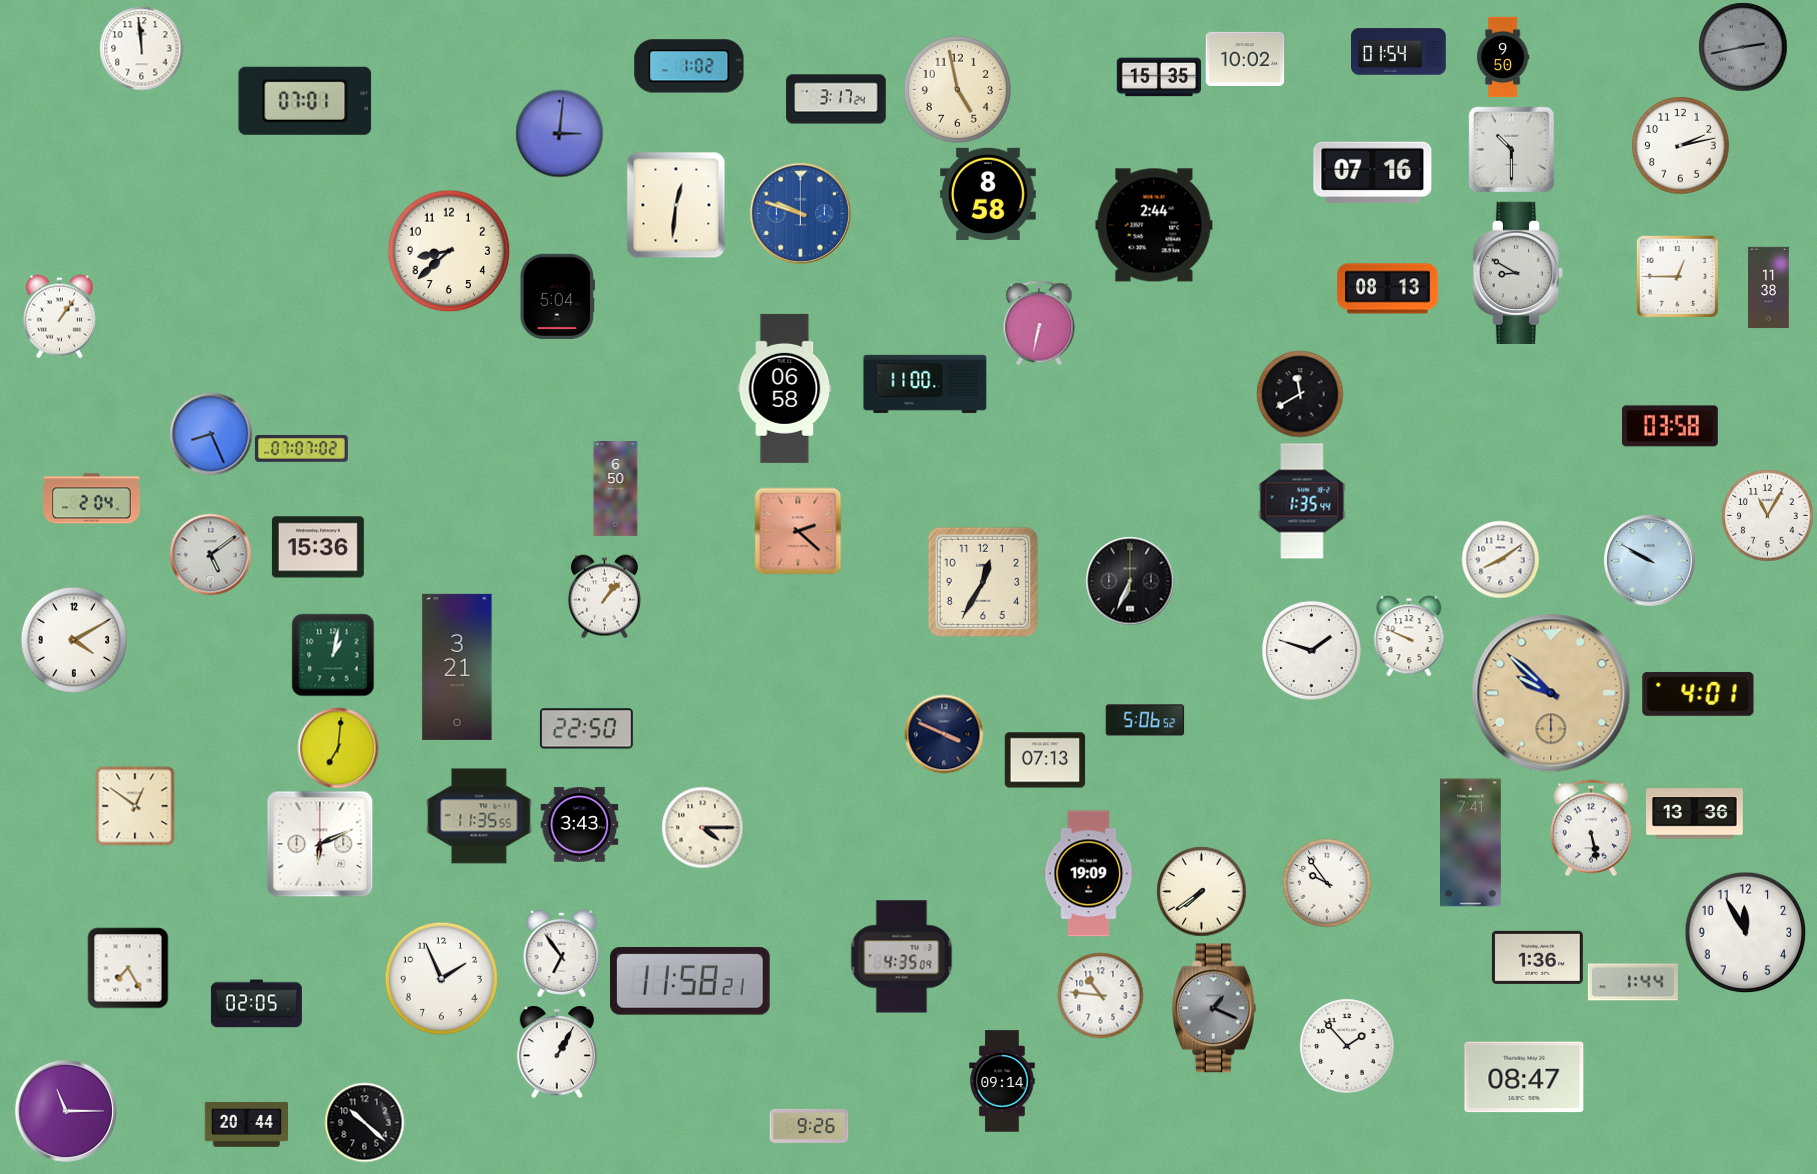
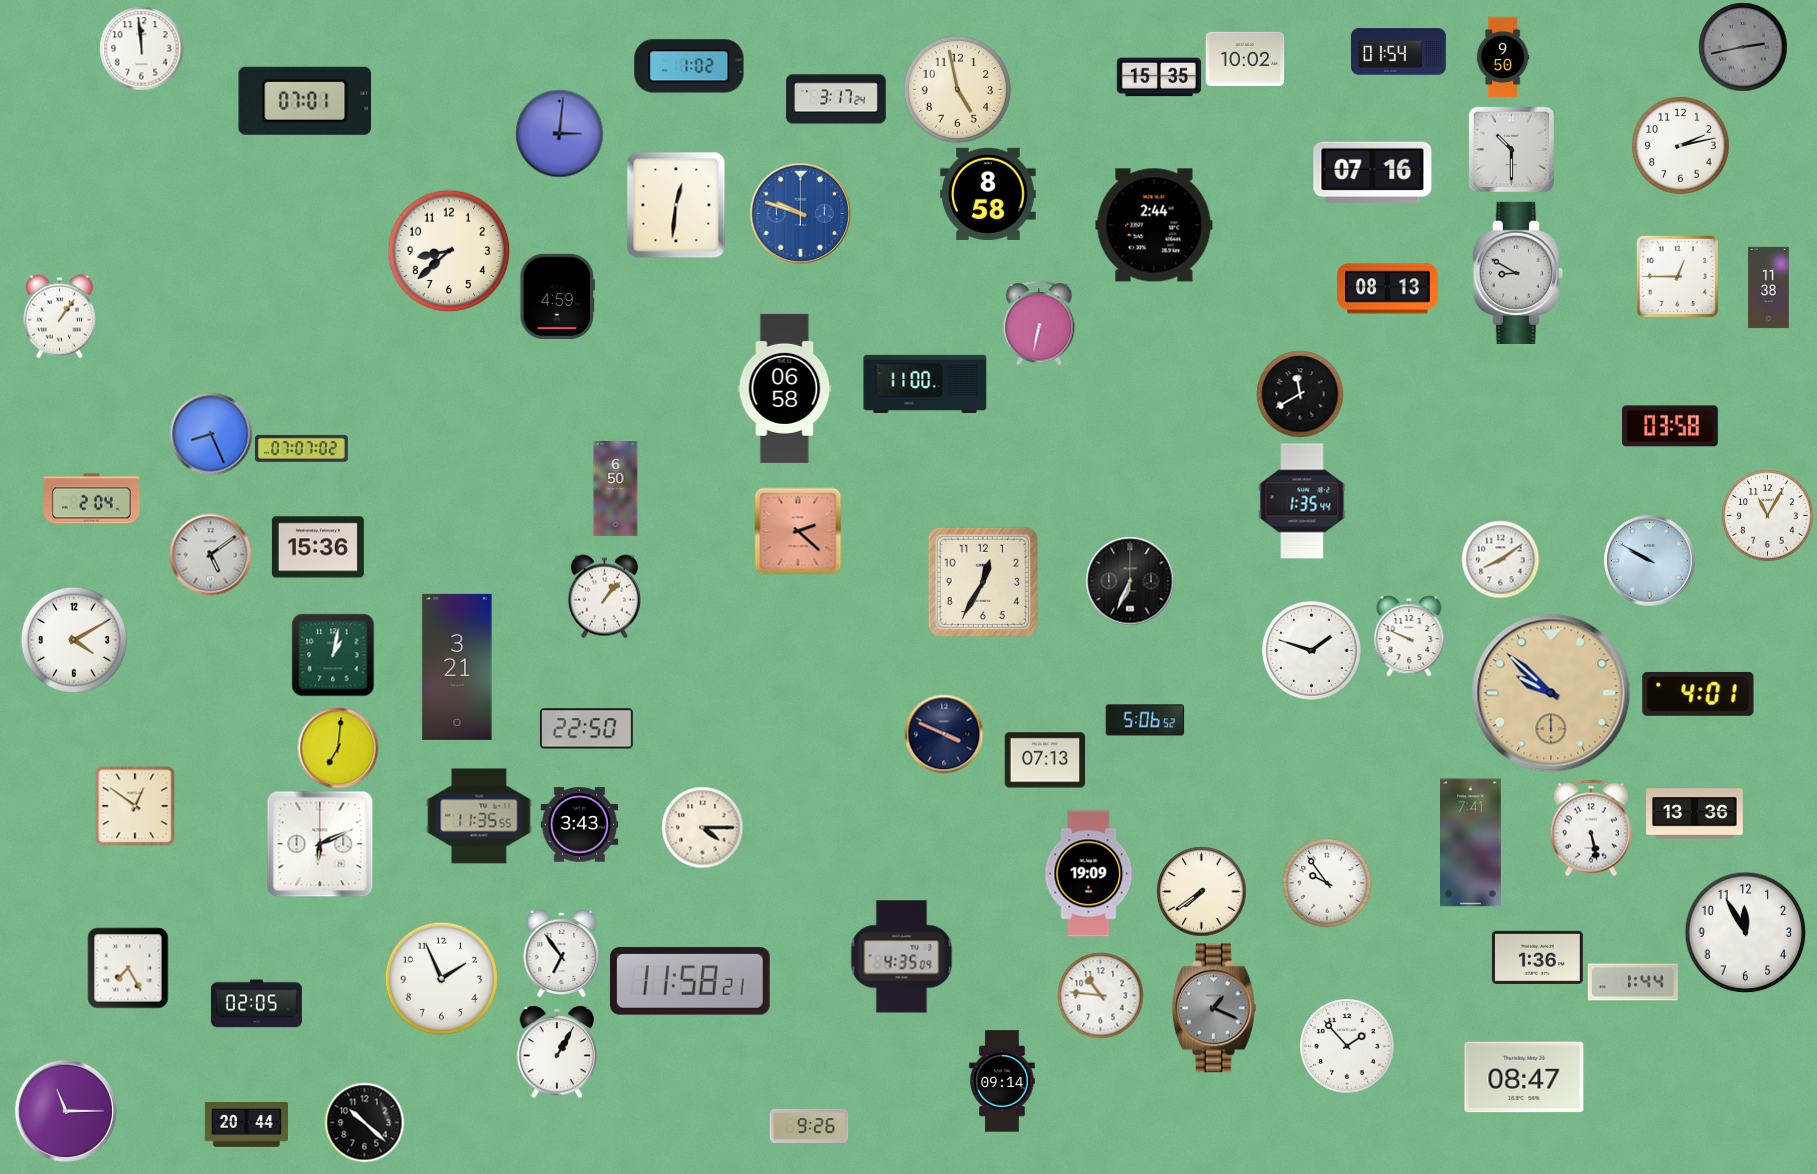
clock at (557, 296): 5:04 -> 4:59
